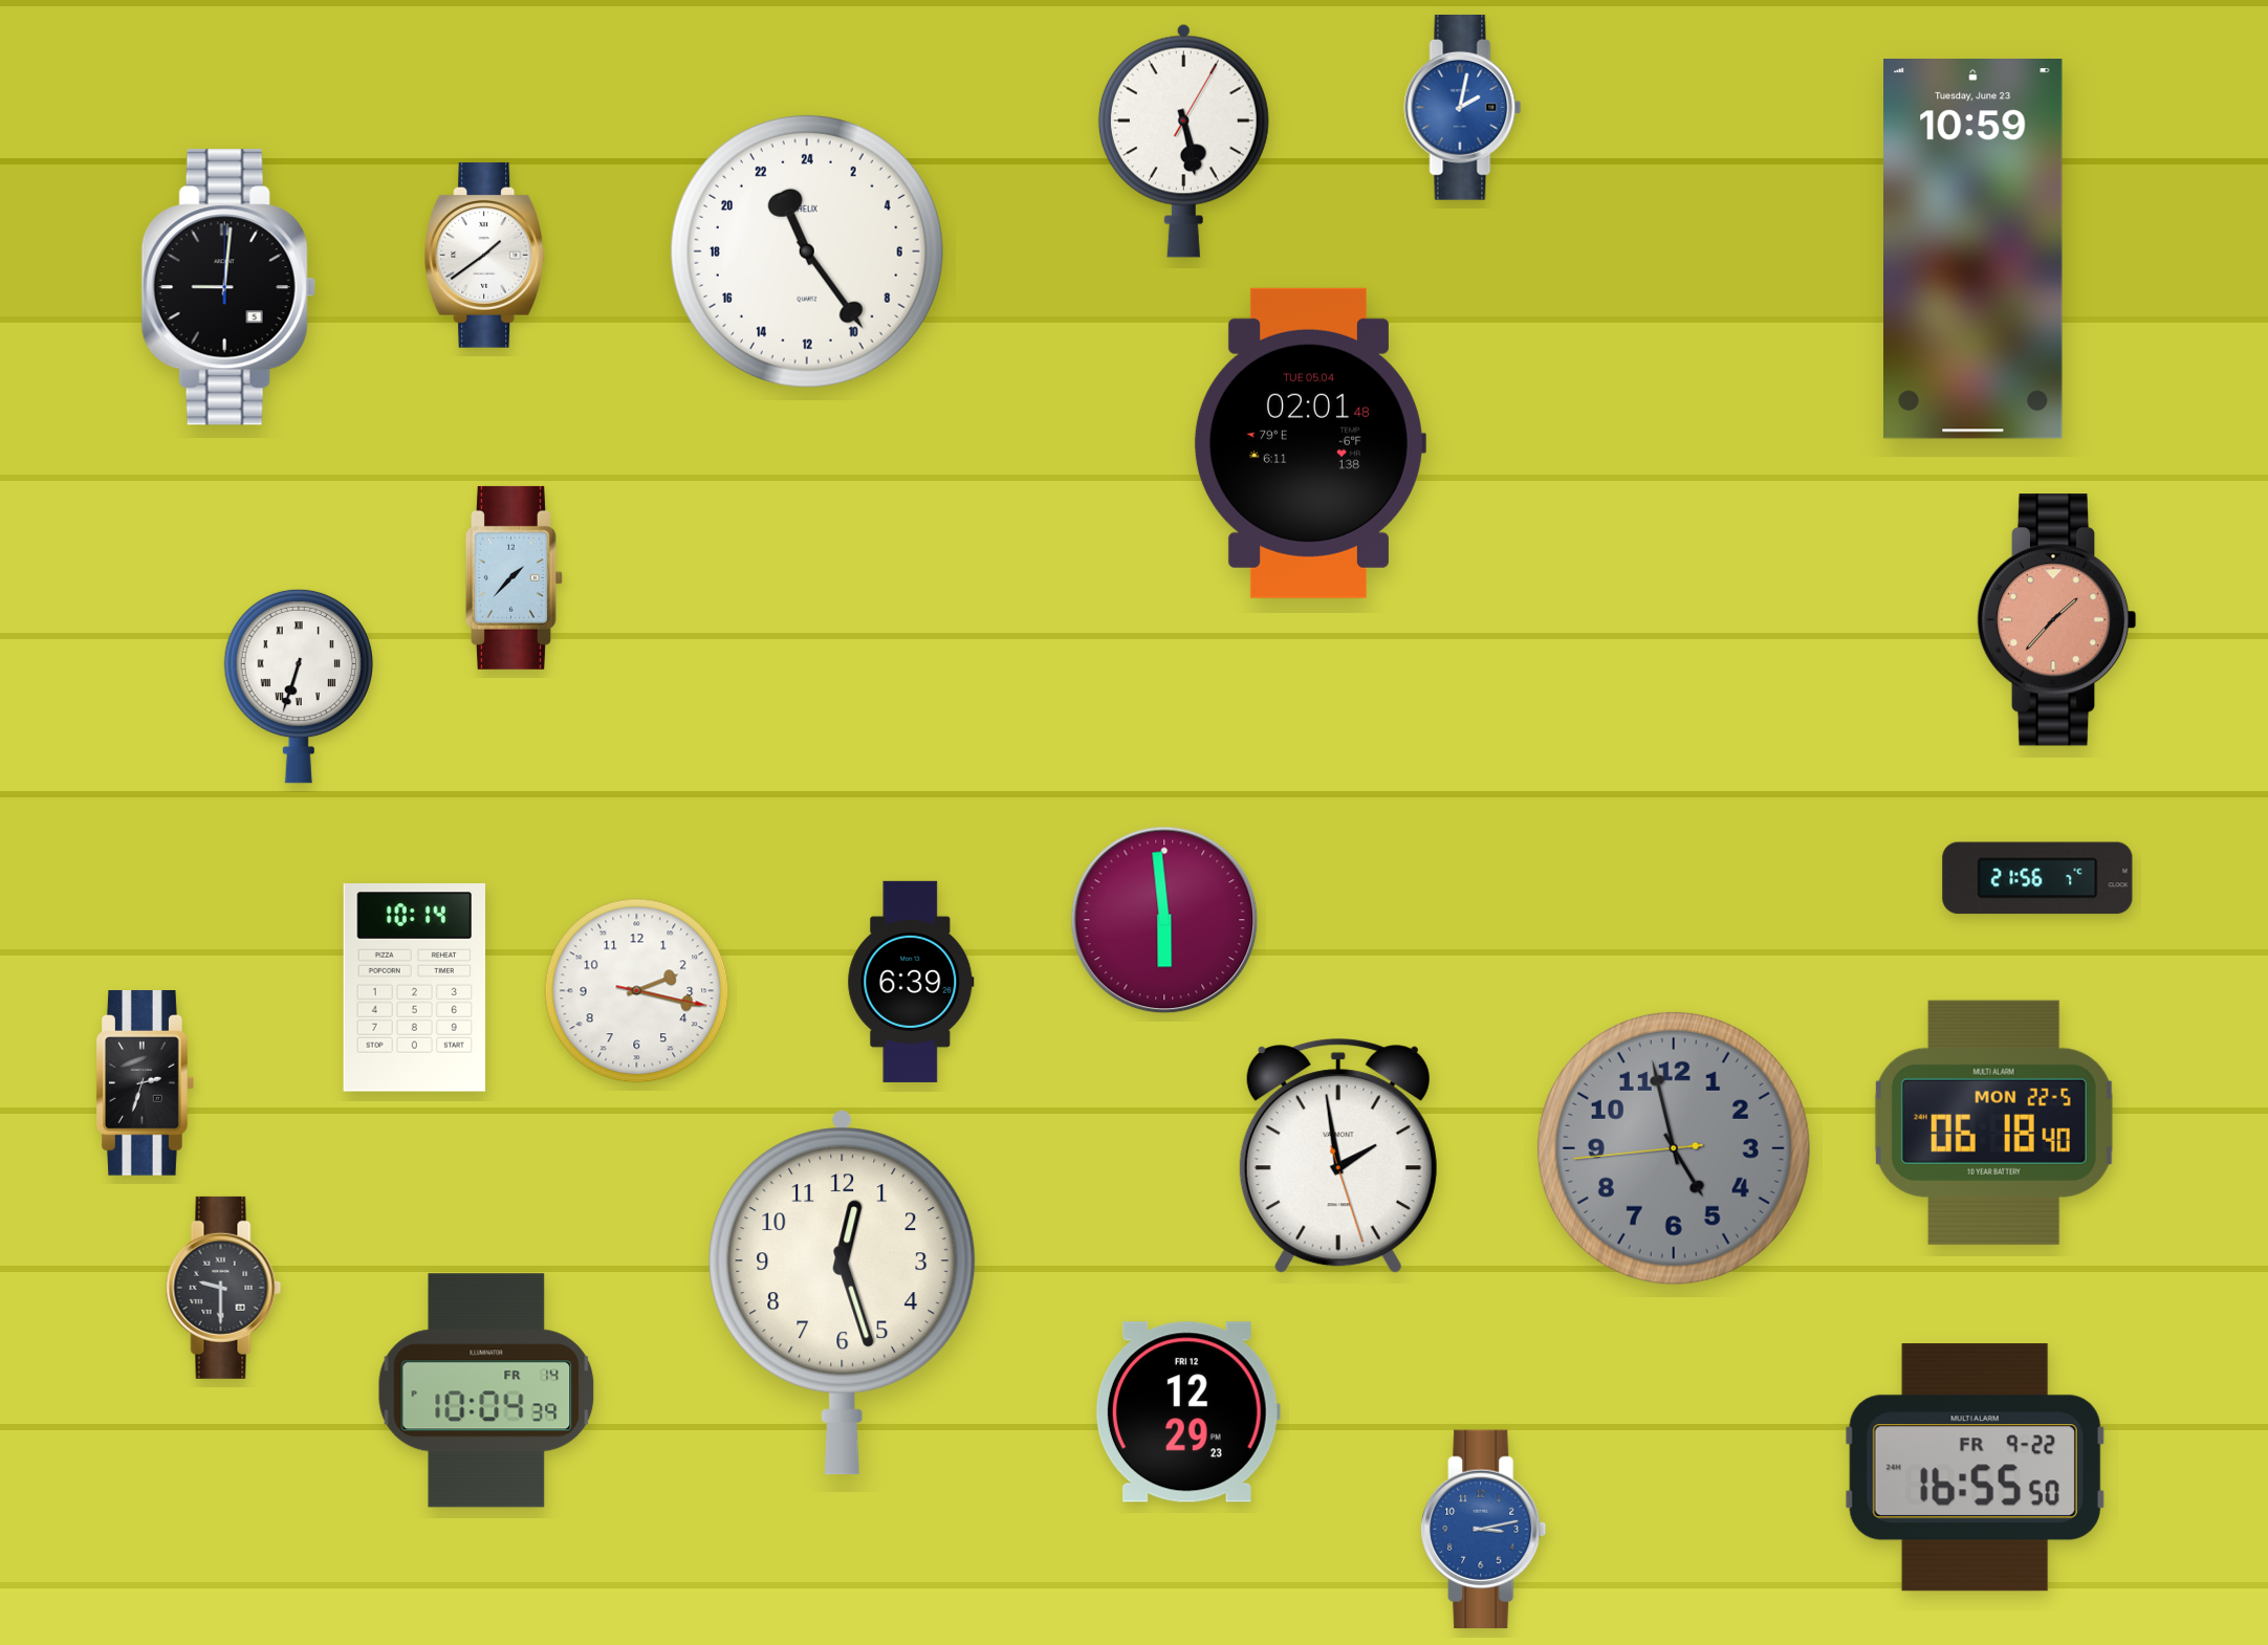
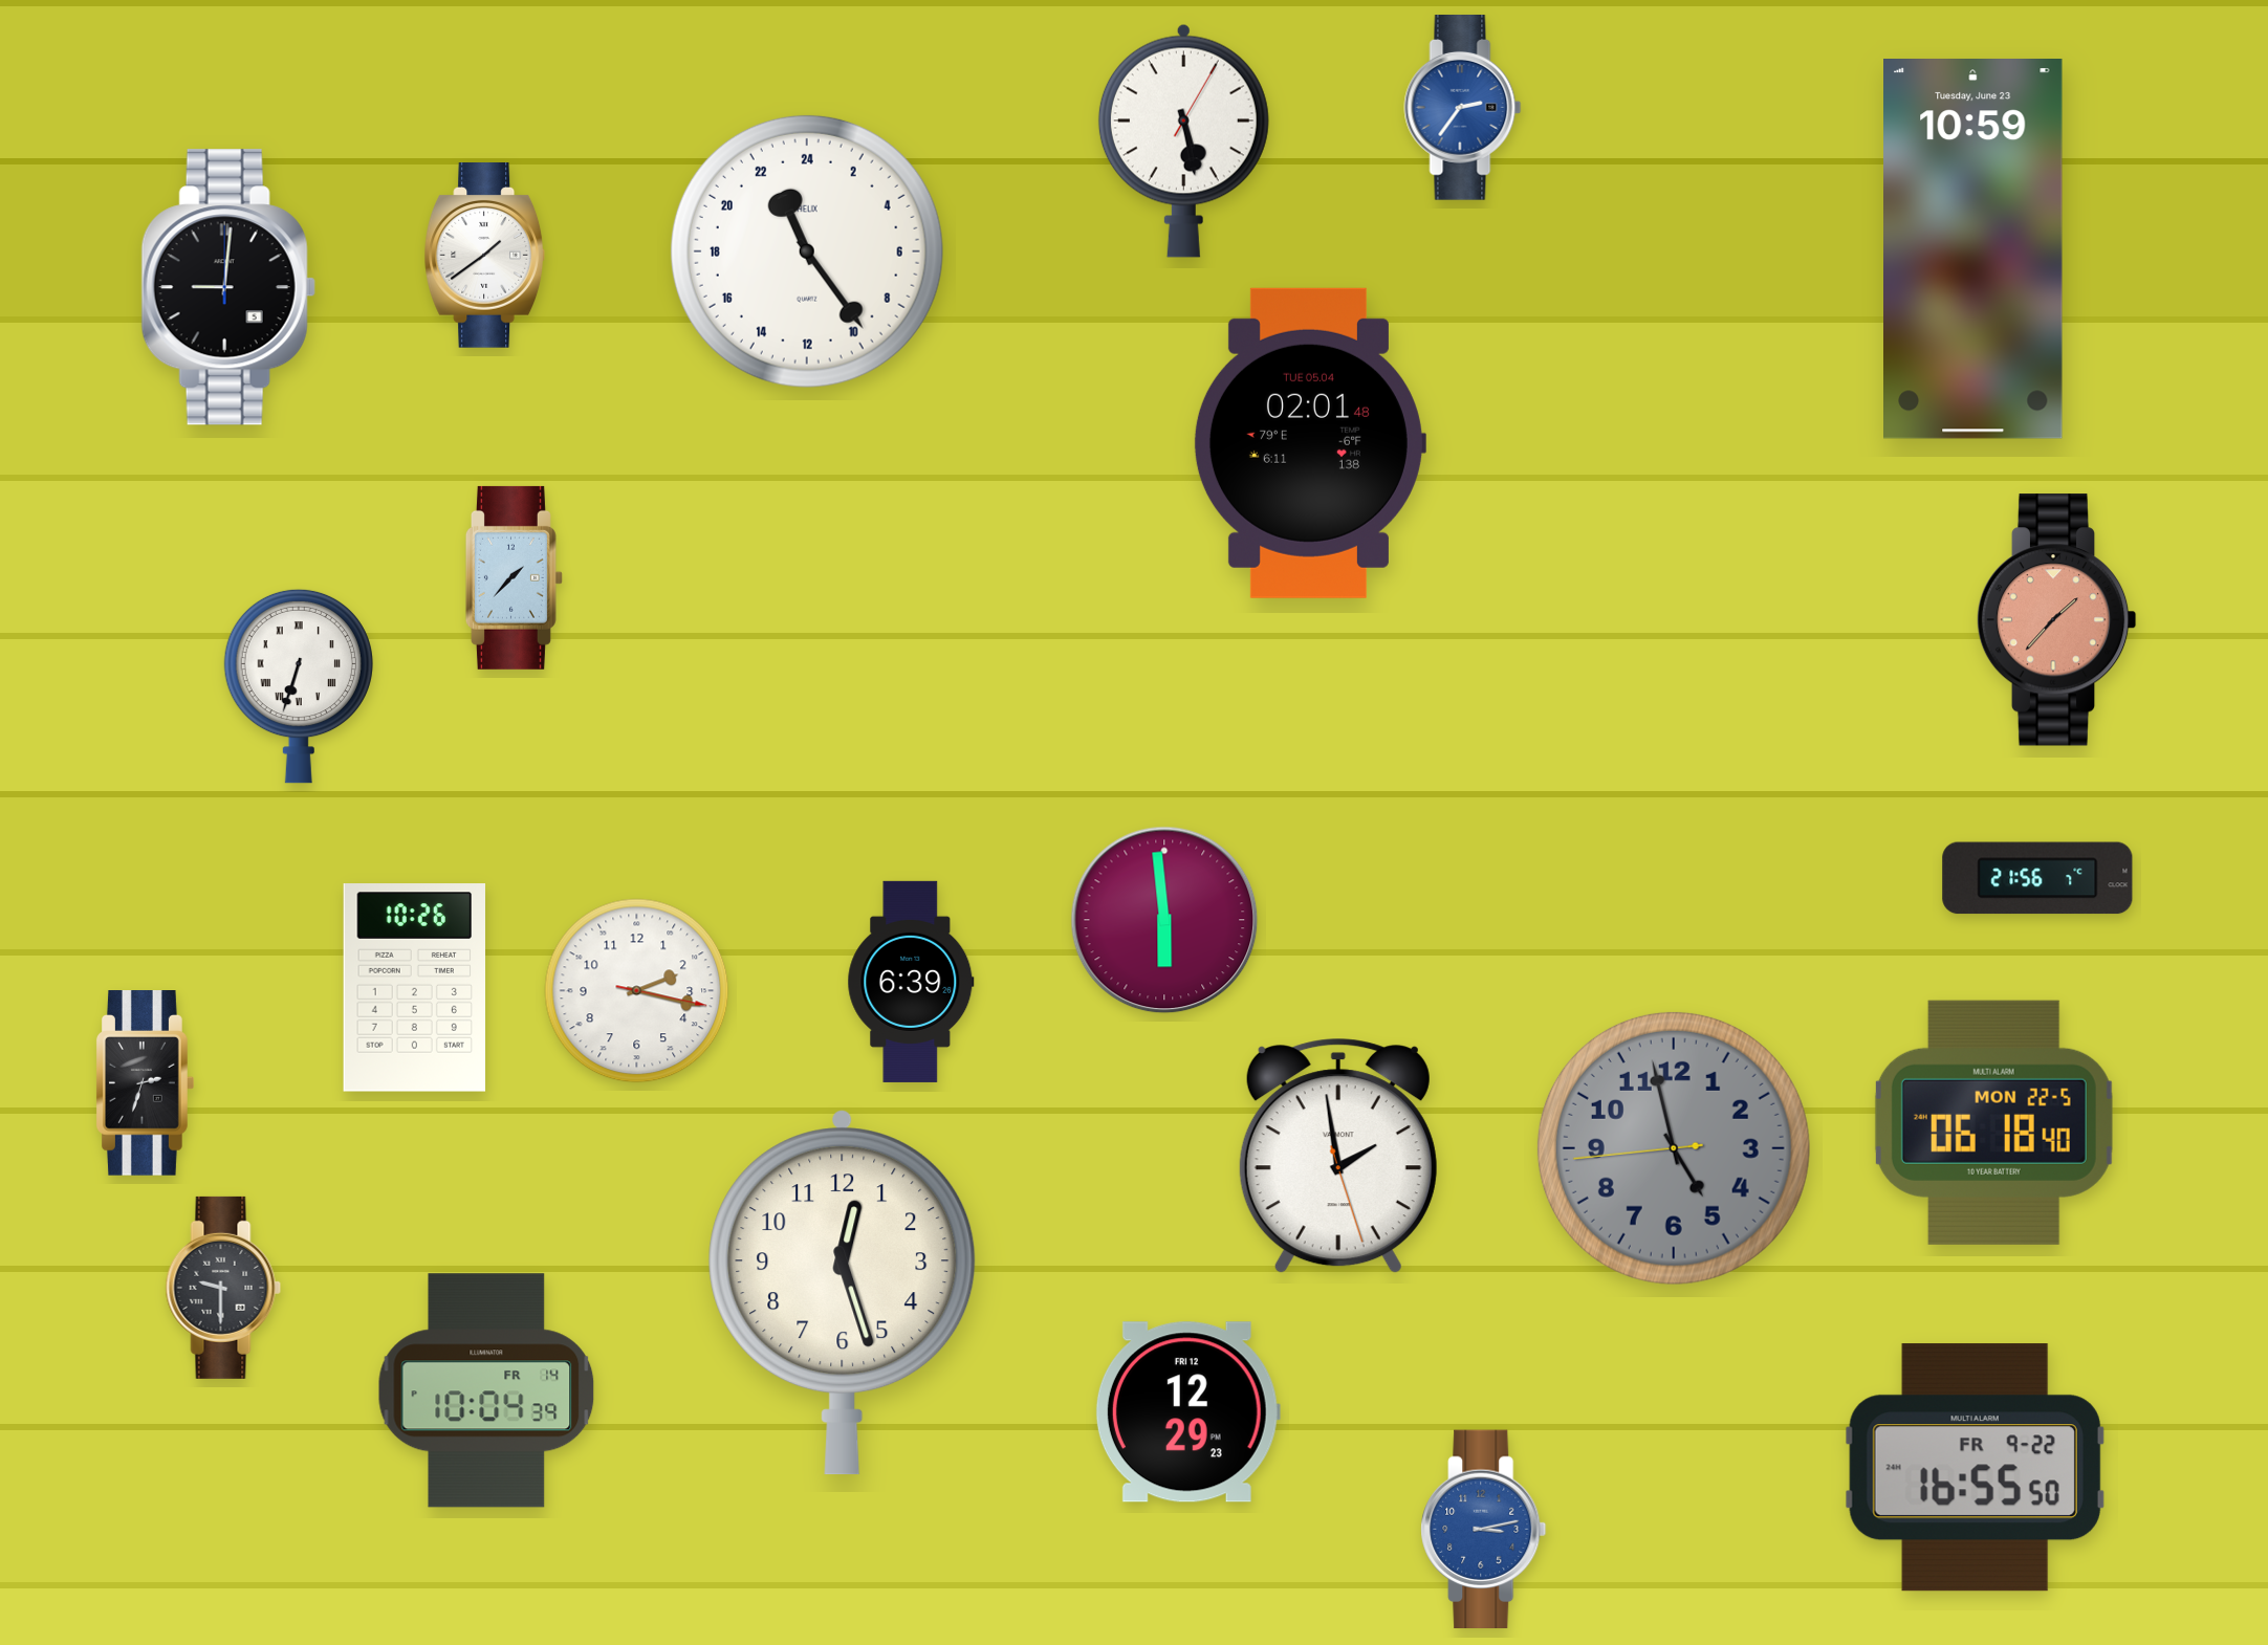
clock at (1463, 108): 2:02 -> 2:36
clock at (415, 988): 10:14 -> 10:26
